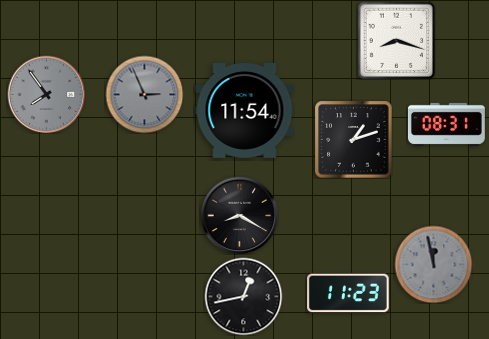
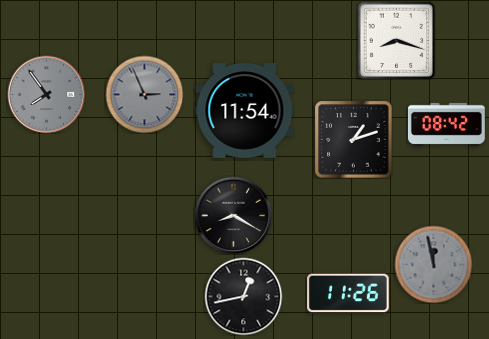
clock at (446, 124): 08:31 -> 08:42
clock at (239, 215) position: (239, 215) -> (233, 215)
clock at (348, 293): 11:23 -> 11:26
